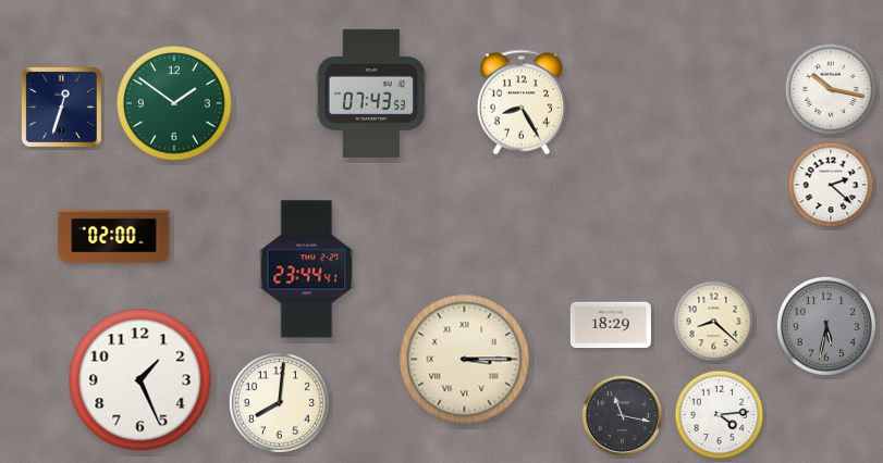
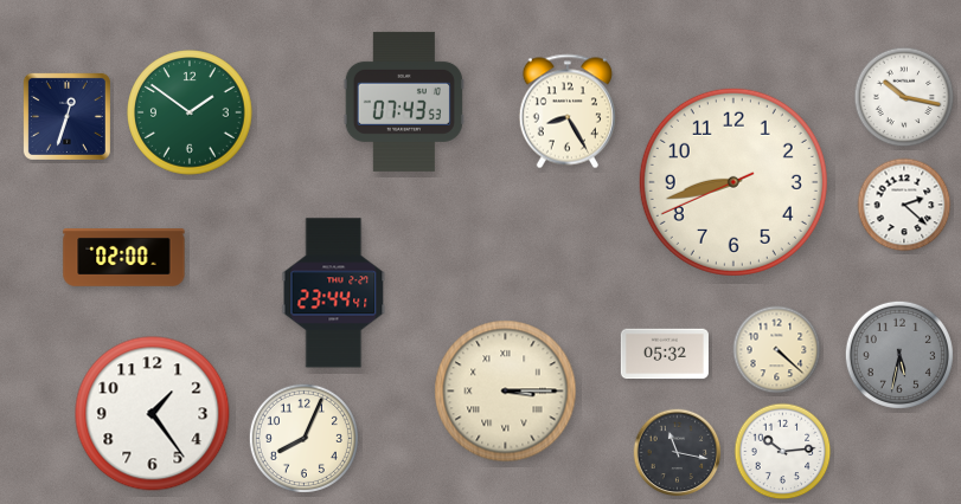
clock at (733, 182): none -> 8:42
clock at (831, 185) position: (831, 185) -> (904, 205)
clock at (714, 322): 8:22 -> 4:22
clock at (611, 325): 18:29 -> 05:32
clock at (140, 380): 1:26 -> 1:24
clock at (279, 402): 8:01 -> 8:04
clock at (720, 415): 4:14 -> 10:14
